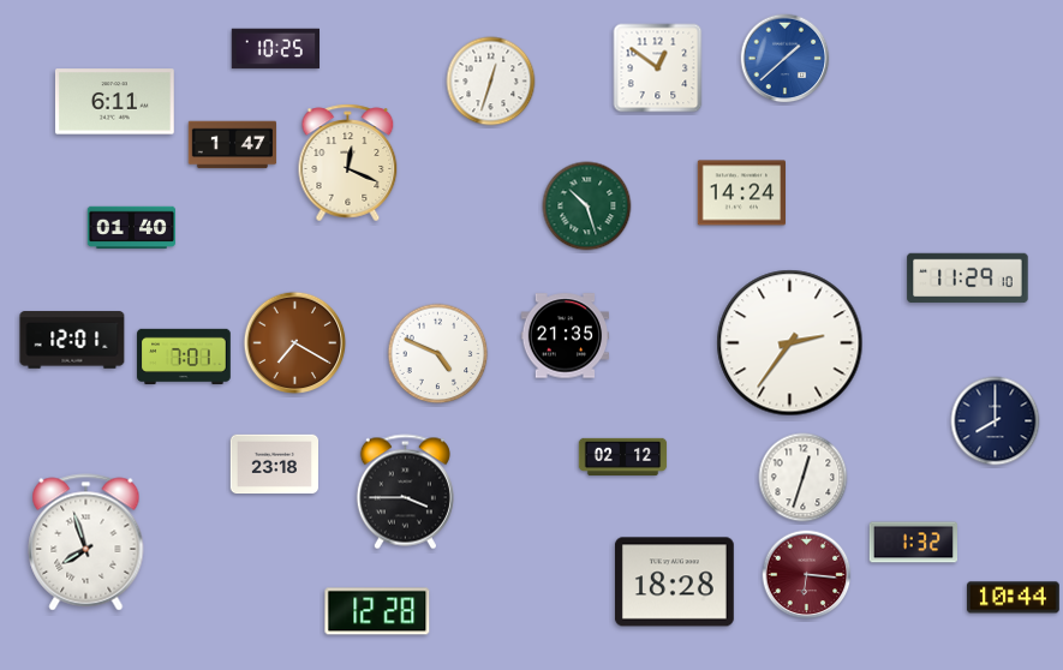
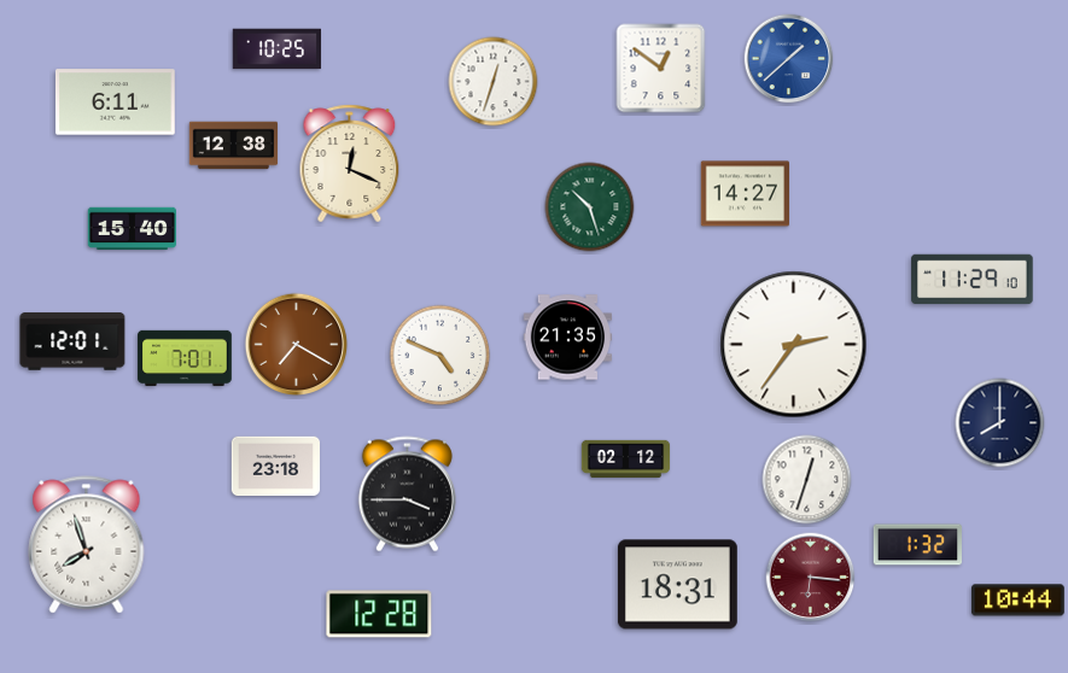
clock at (233, 145): 1:47 -> 12:38
clock at (741, 193): 14:24 -> 14:27
clock at (132, 228): 01:40 -> 15:40
clock at (674, 582): 18:28 -> 18:31
